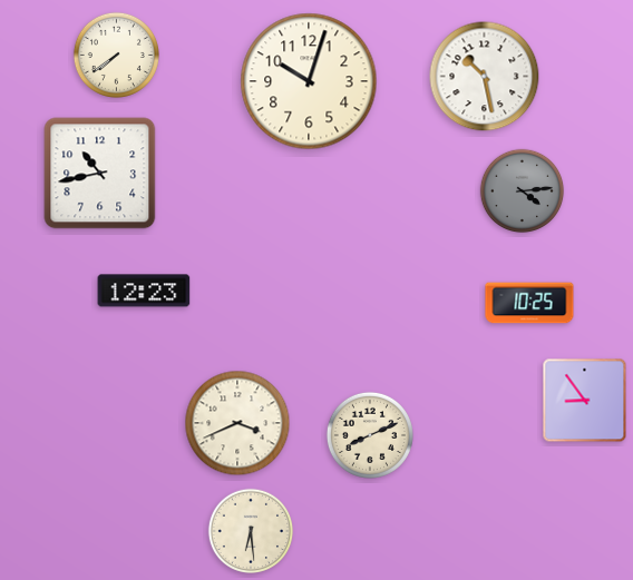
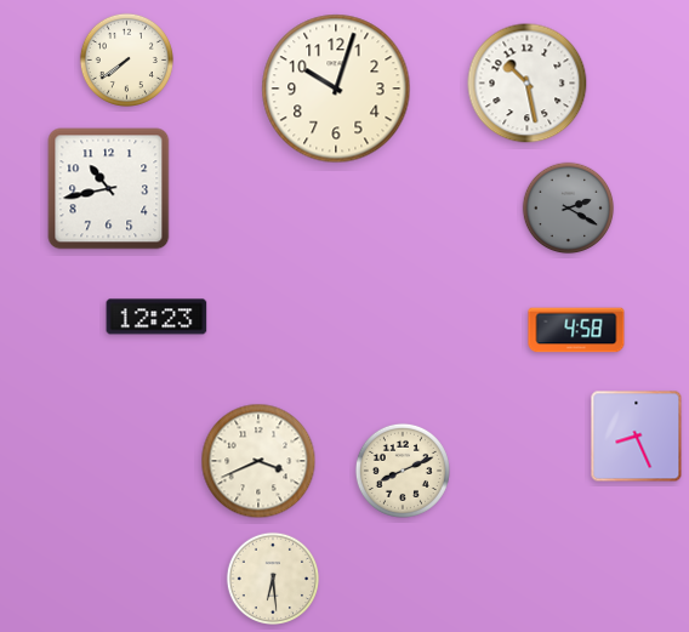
clock at (523, 191): 4:14 -> 2:20
clock at (529, 303): 10:25 -> 4:58
clock at (585, 401): 8:54 -> 8:26
clock at (370, 435) position: (370, 435) -> (403, 471)
